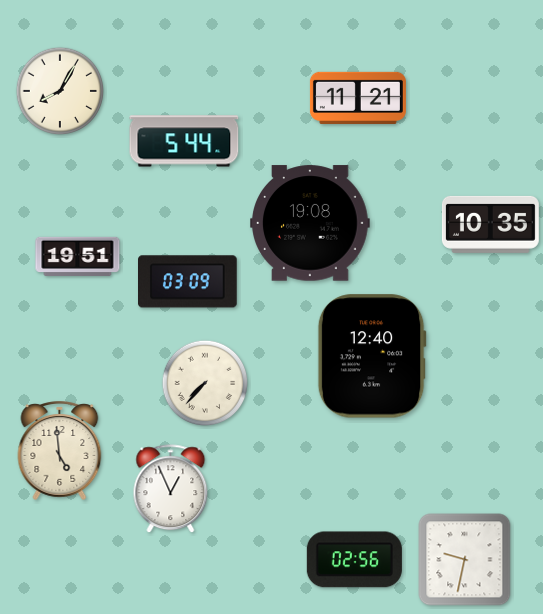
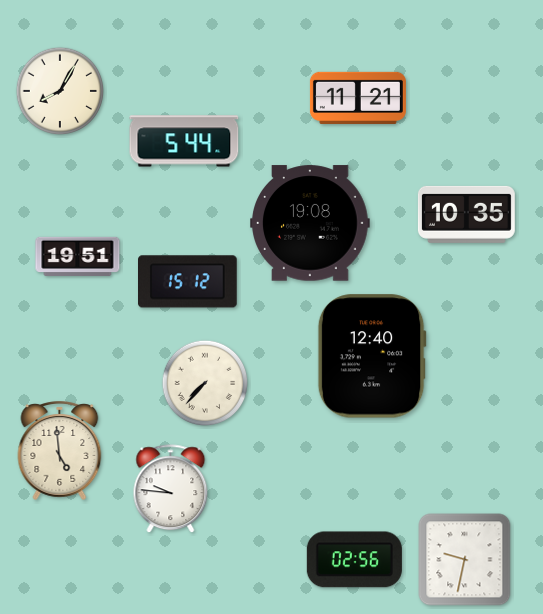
clock at (490, 224) position: (490, 224) -> (466, 214)
clock at (188, 282): 03:09 -> 15:12
clock at (171, 489): 12:56 -> 9:46
